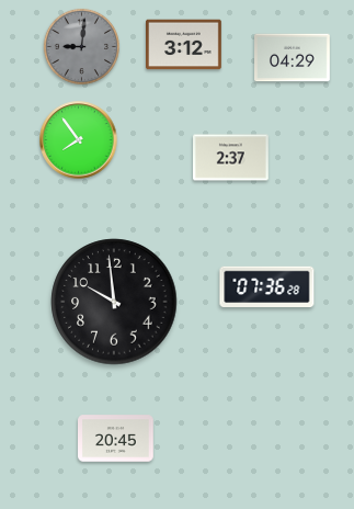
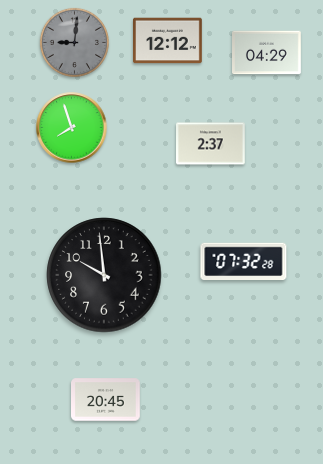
clock at (184, 45): 3:12 -> 12:12
clock at (79, 140): 7:54 -> 7:57
clock at (267, 287): 07:36 -> 07:32
